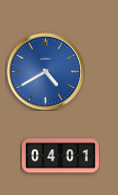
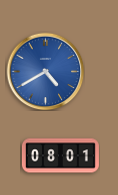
clock at (60, 156): 04:01 -> 08:01
